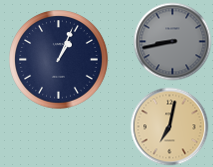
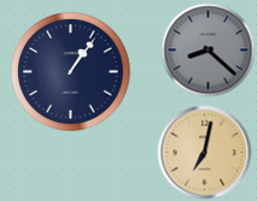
clock at (172, 41): 8:43 -> 8:22
clock at (59, 60): 1:04 -> 1:06
